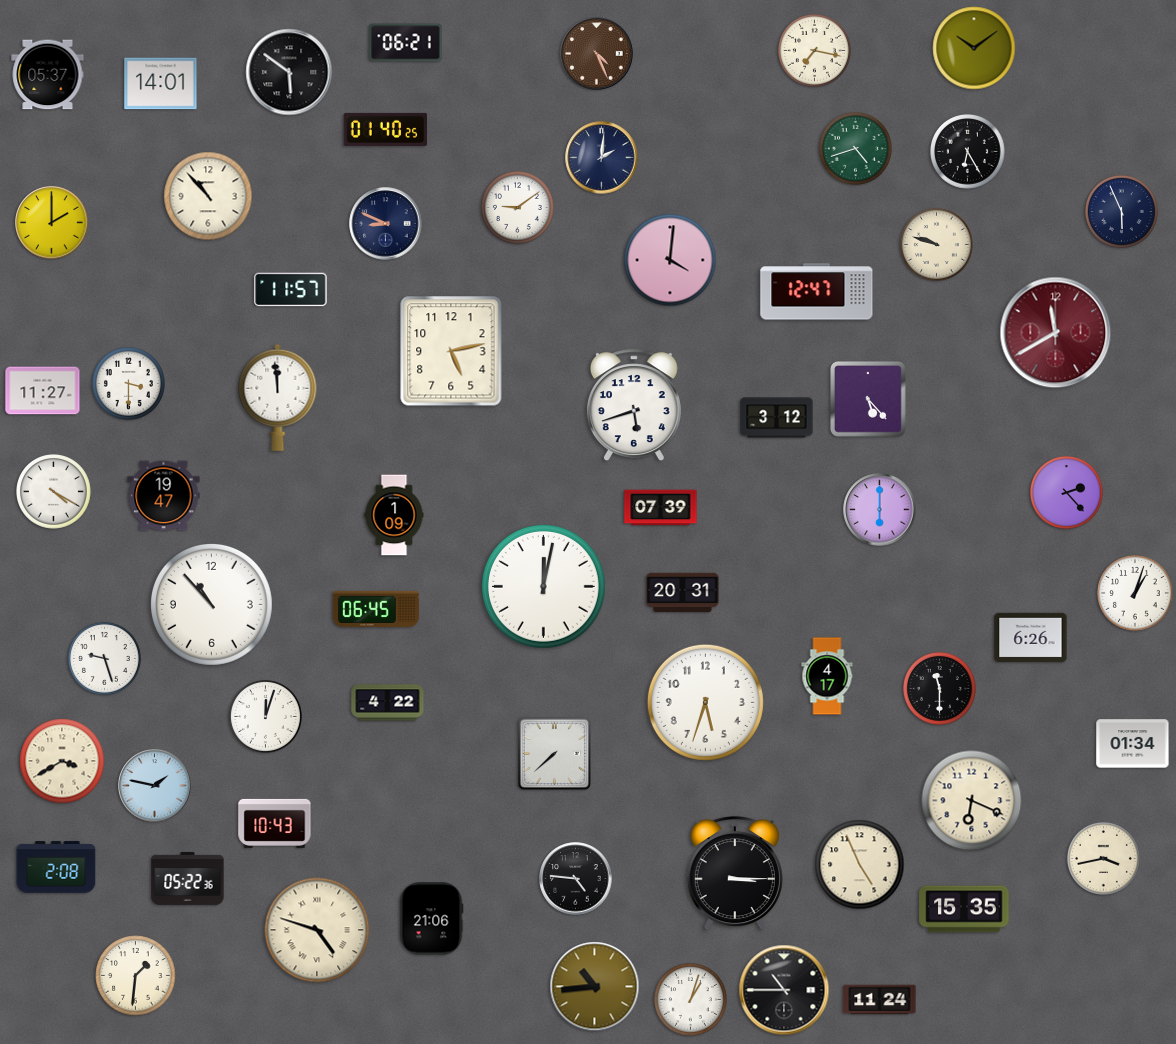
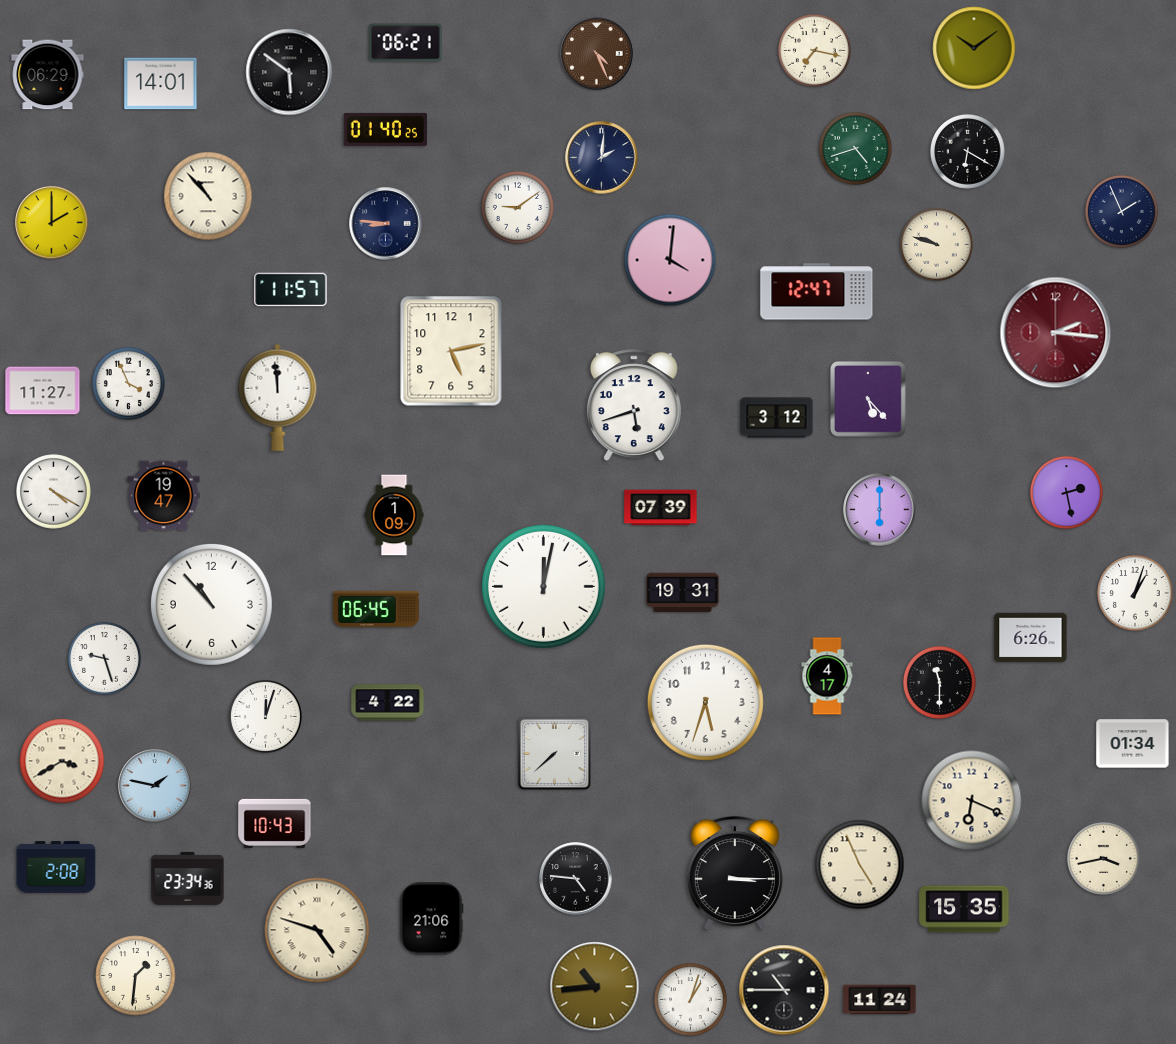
clock at (48, 75): 05:37 -> 06:29
clock at (968, 152): 6:25 -> 6:20
clock at (1121, 211): 5:56 -> 1:56
clock at (386, 224): 8:49 -> 8:46
clock at (1056, 333): 11:40 -> 2:16
clock at (128, 383): 3:30 -> 3:56
clock at (1066, 492): 2:23 -> 2:28
clock at (683, 593): 20:31 -> 19:31
clock at (939, 688) position: (939, 688) -> (939, 682)
clock at (188, 878): 05:22 -> 23:34
